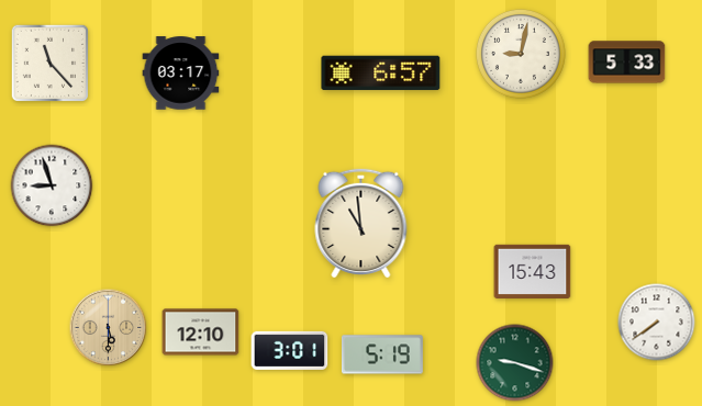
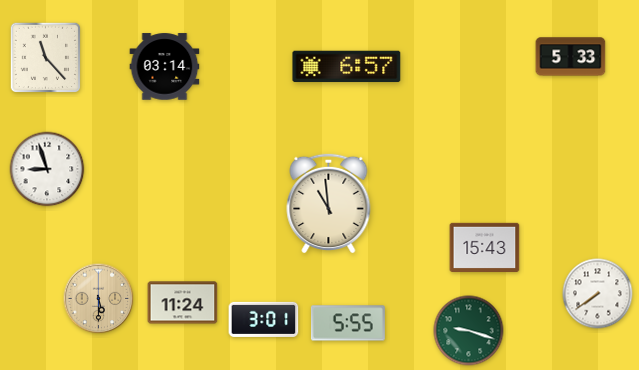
clock at (521, 54): 9:02 -> none
clock at (181, 74): 03:17 -> 03:14
clock at (201, 332): 12:10 -> 11:24
clock at (382, 354): 5:19 -> 5:55
